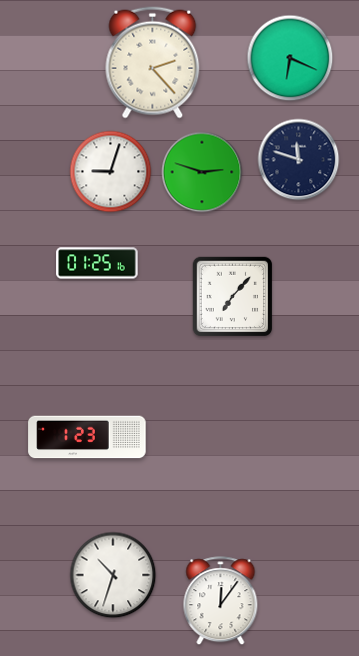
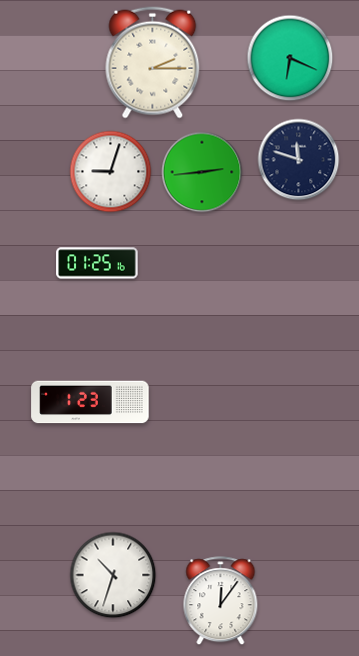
clock at (153, 63): 2:23 -> 2:15
clock at (202, 172): 2:48 -> 2:44
clock at (233, 297): 7:07 -> none
clock at (87, 437) position: (87, 437) -> (90, 402)
